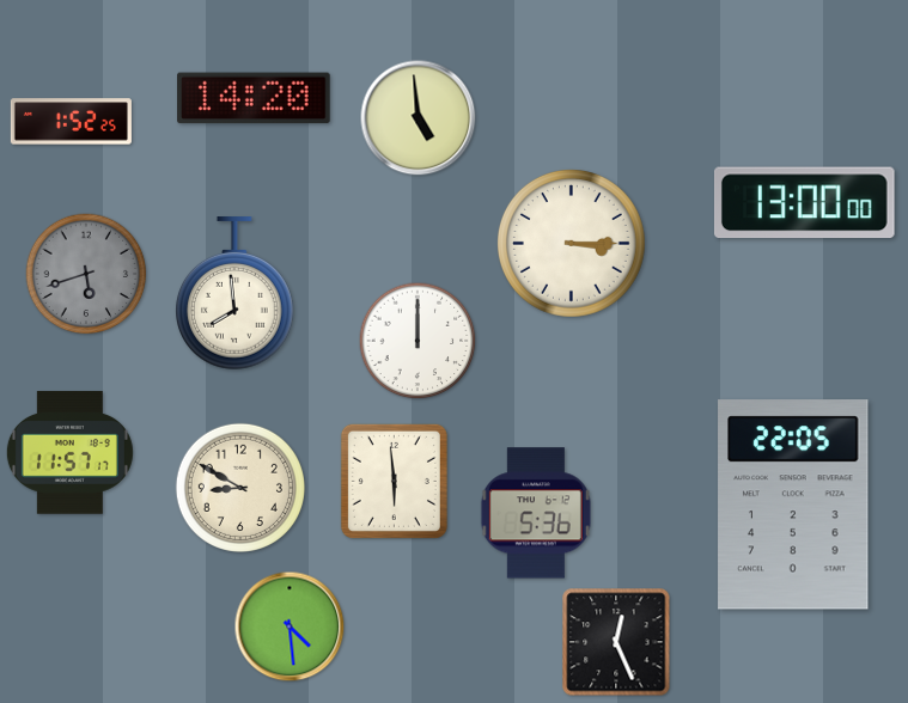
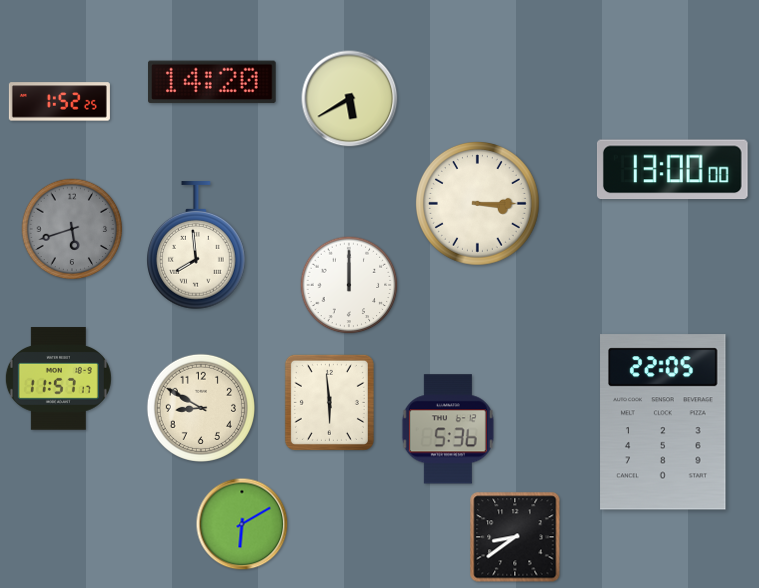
clock at (419, 118): 4:59 -> 5:40
clock at (290, 626): 4:29 -> 6:10
clock at (616, 642): 12:26 -> 8:39
